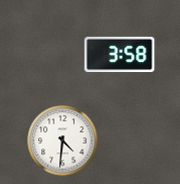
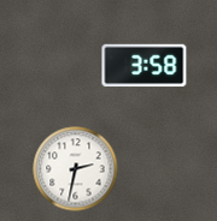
clock at (63, 141): 4:31 -> 2:32
